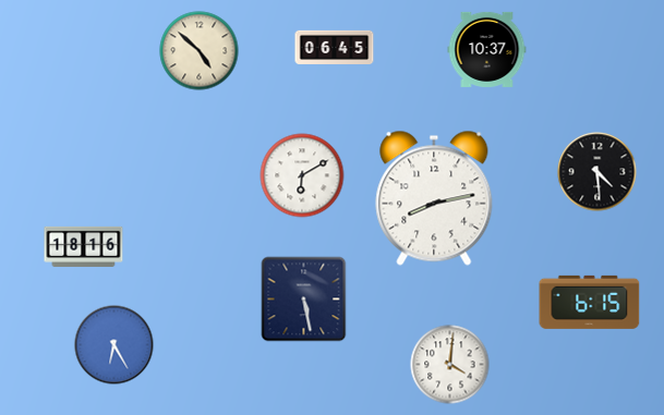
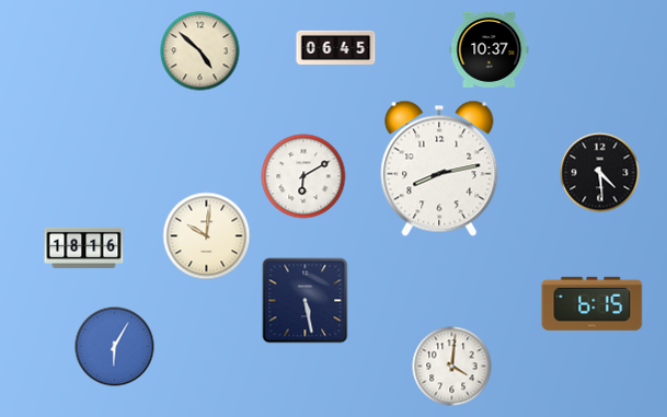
clock at (434, 198) position: (434, 198) -> (439, 169)
clock at (207, 236): none -> 10:01
clock at (114, 345): 6:25 -> 6:05
